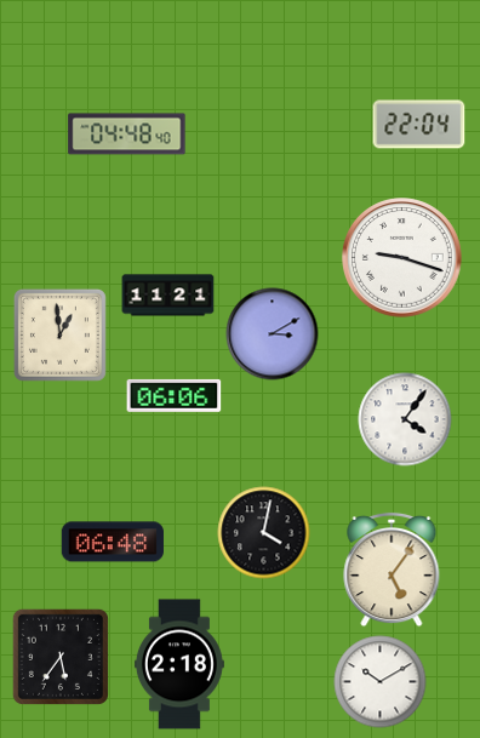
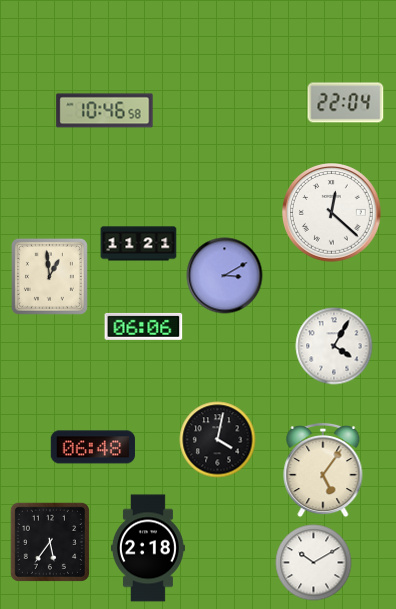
clock at (127, 135): 04:48 -> 10:46
clock at (402, 258): 9:18 -> 12:22
clock at (405, 419): 4:06 -> 4:05
